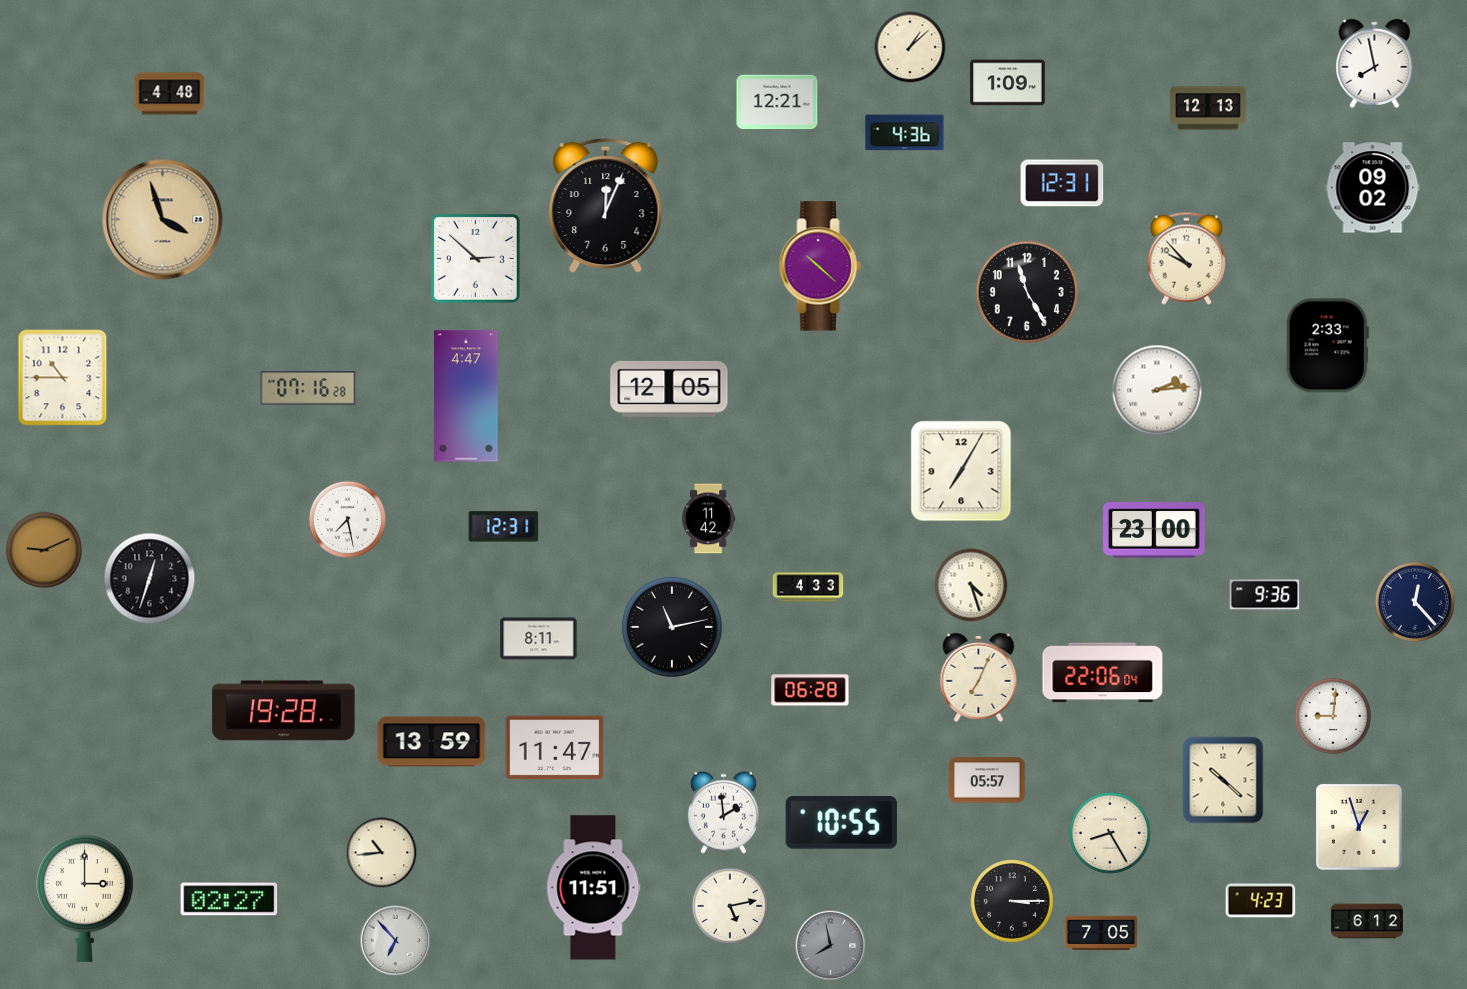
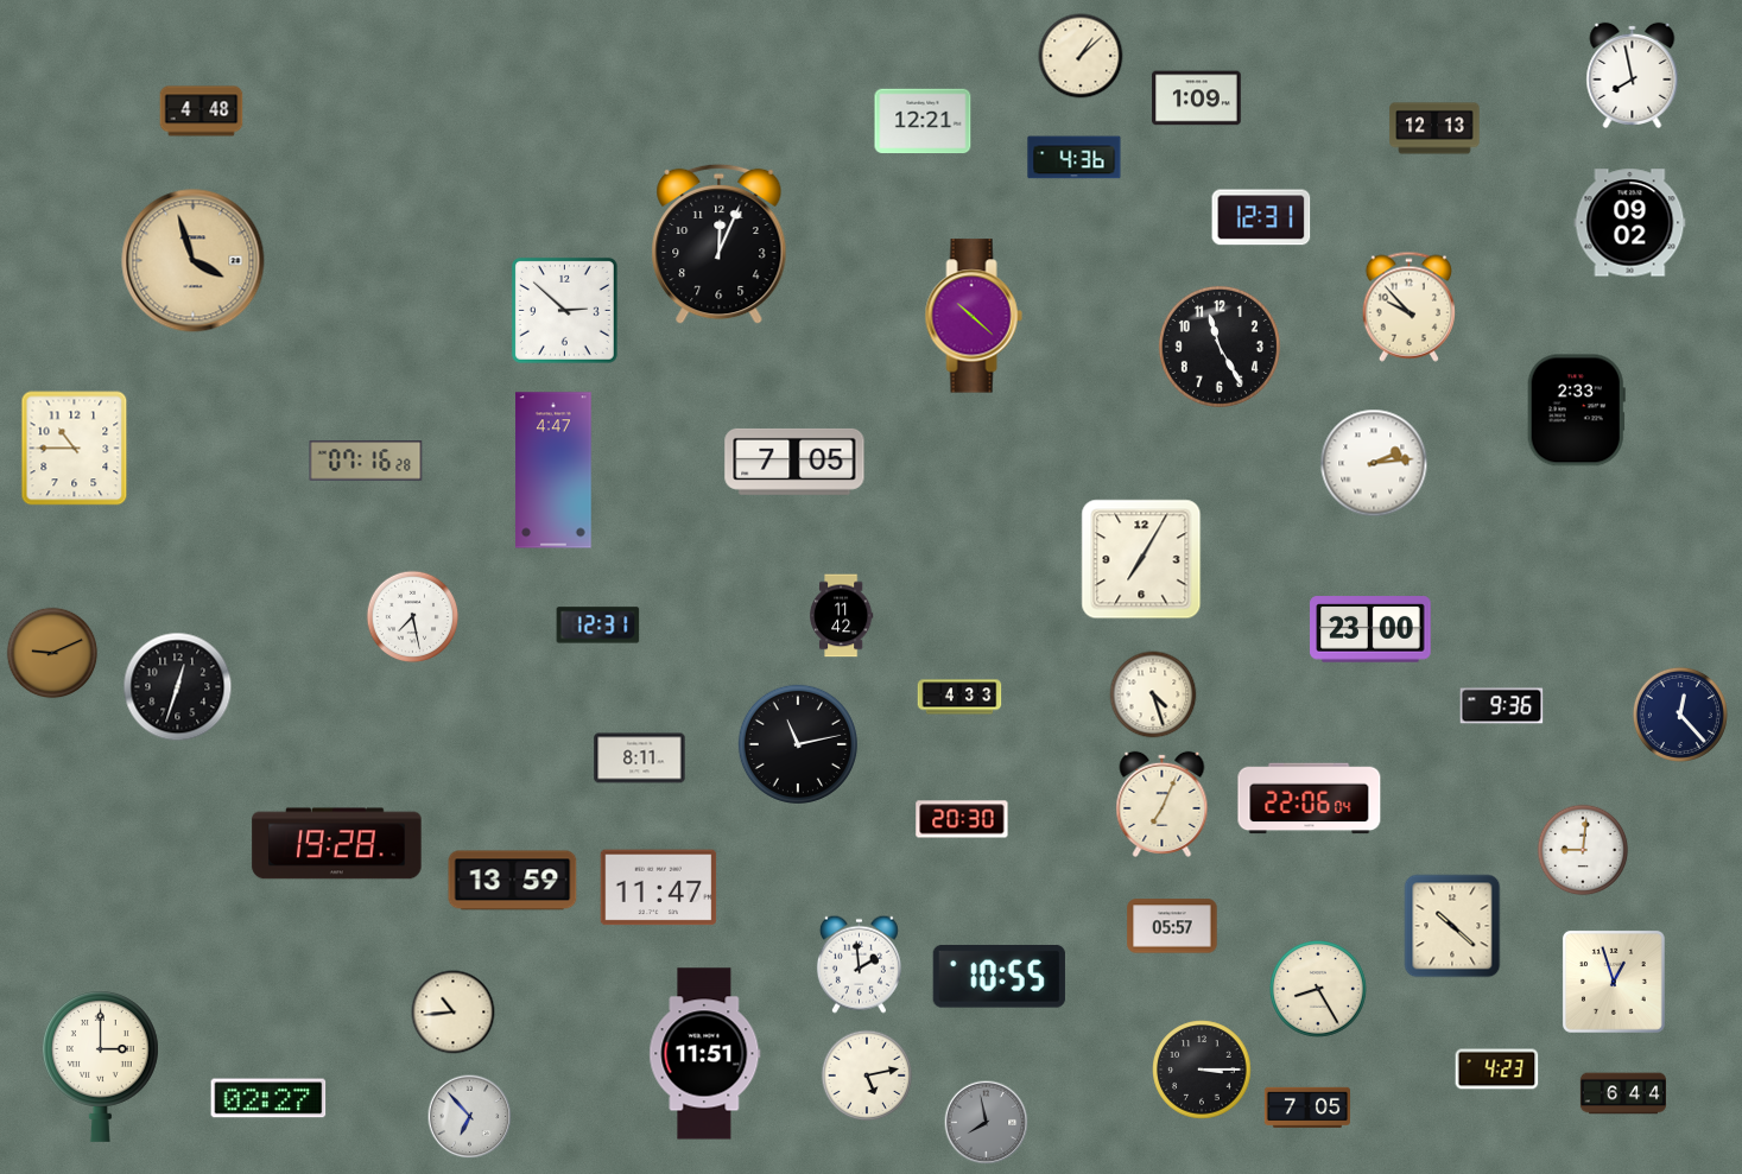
clock at (475, 258) position: (475, 258) -> (564, 310)
clock at (669, 389): 12:05 -> 7:05
clock at (810, 690): 06:28 -> 20:30
clock at (229, 899) position: (229, 899) -> (268, 1098)
clock at (1366, 921): 6:12 -> 6:44
